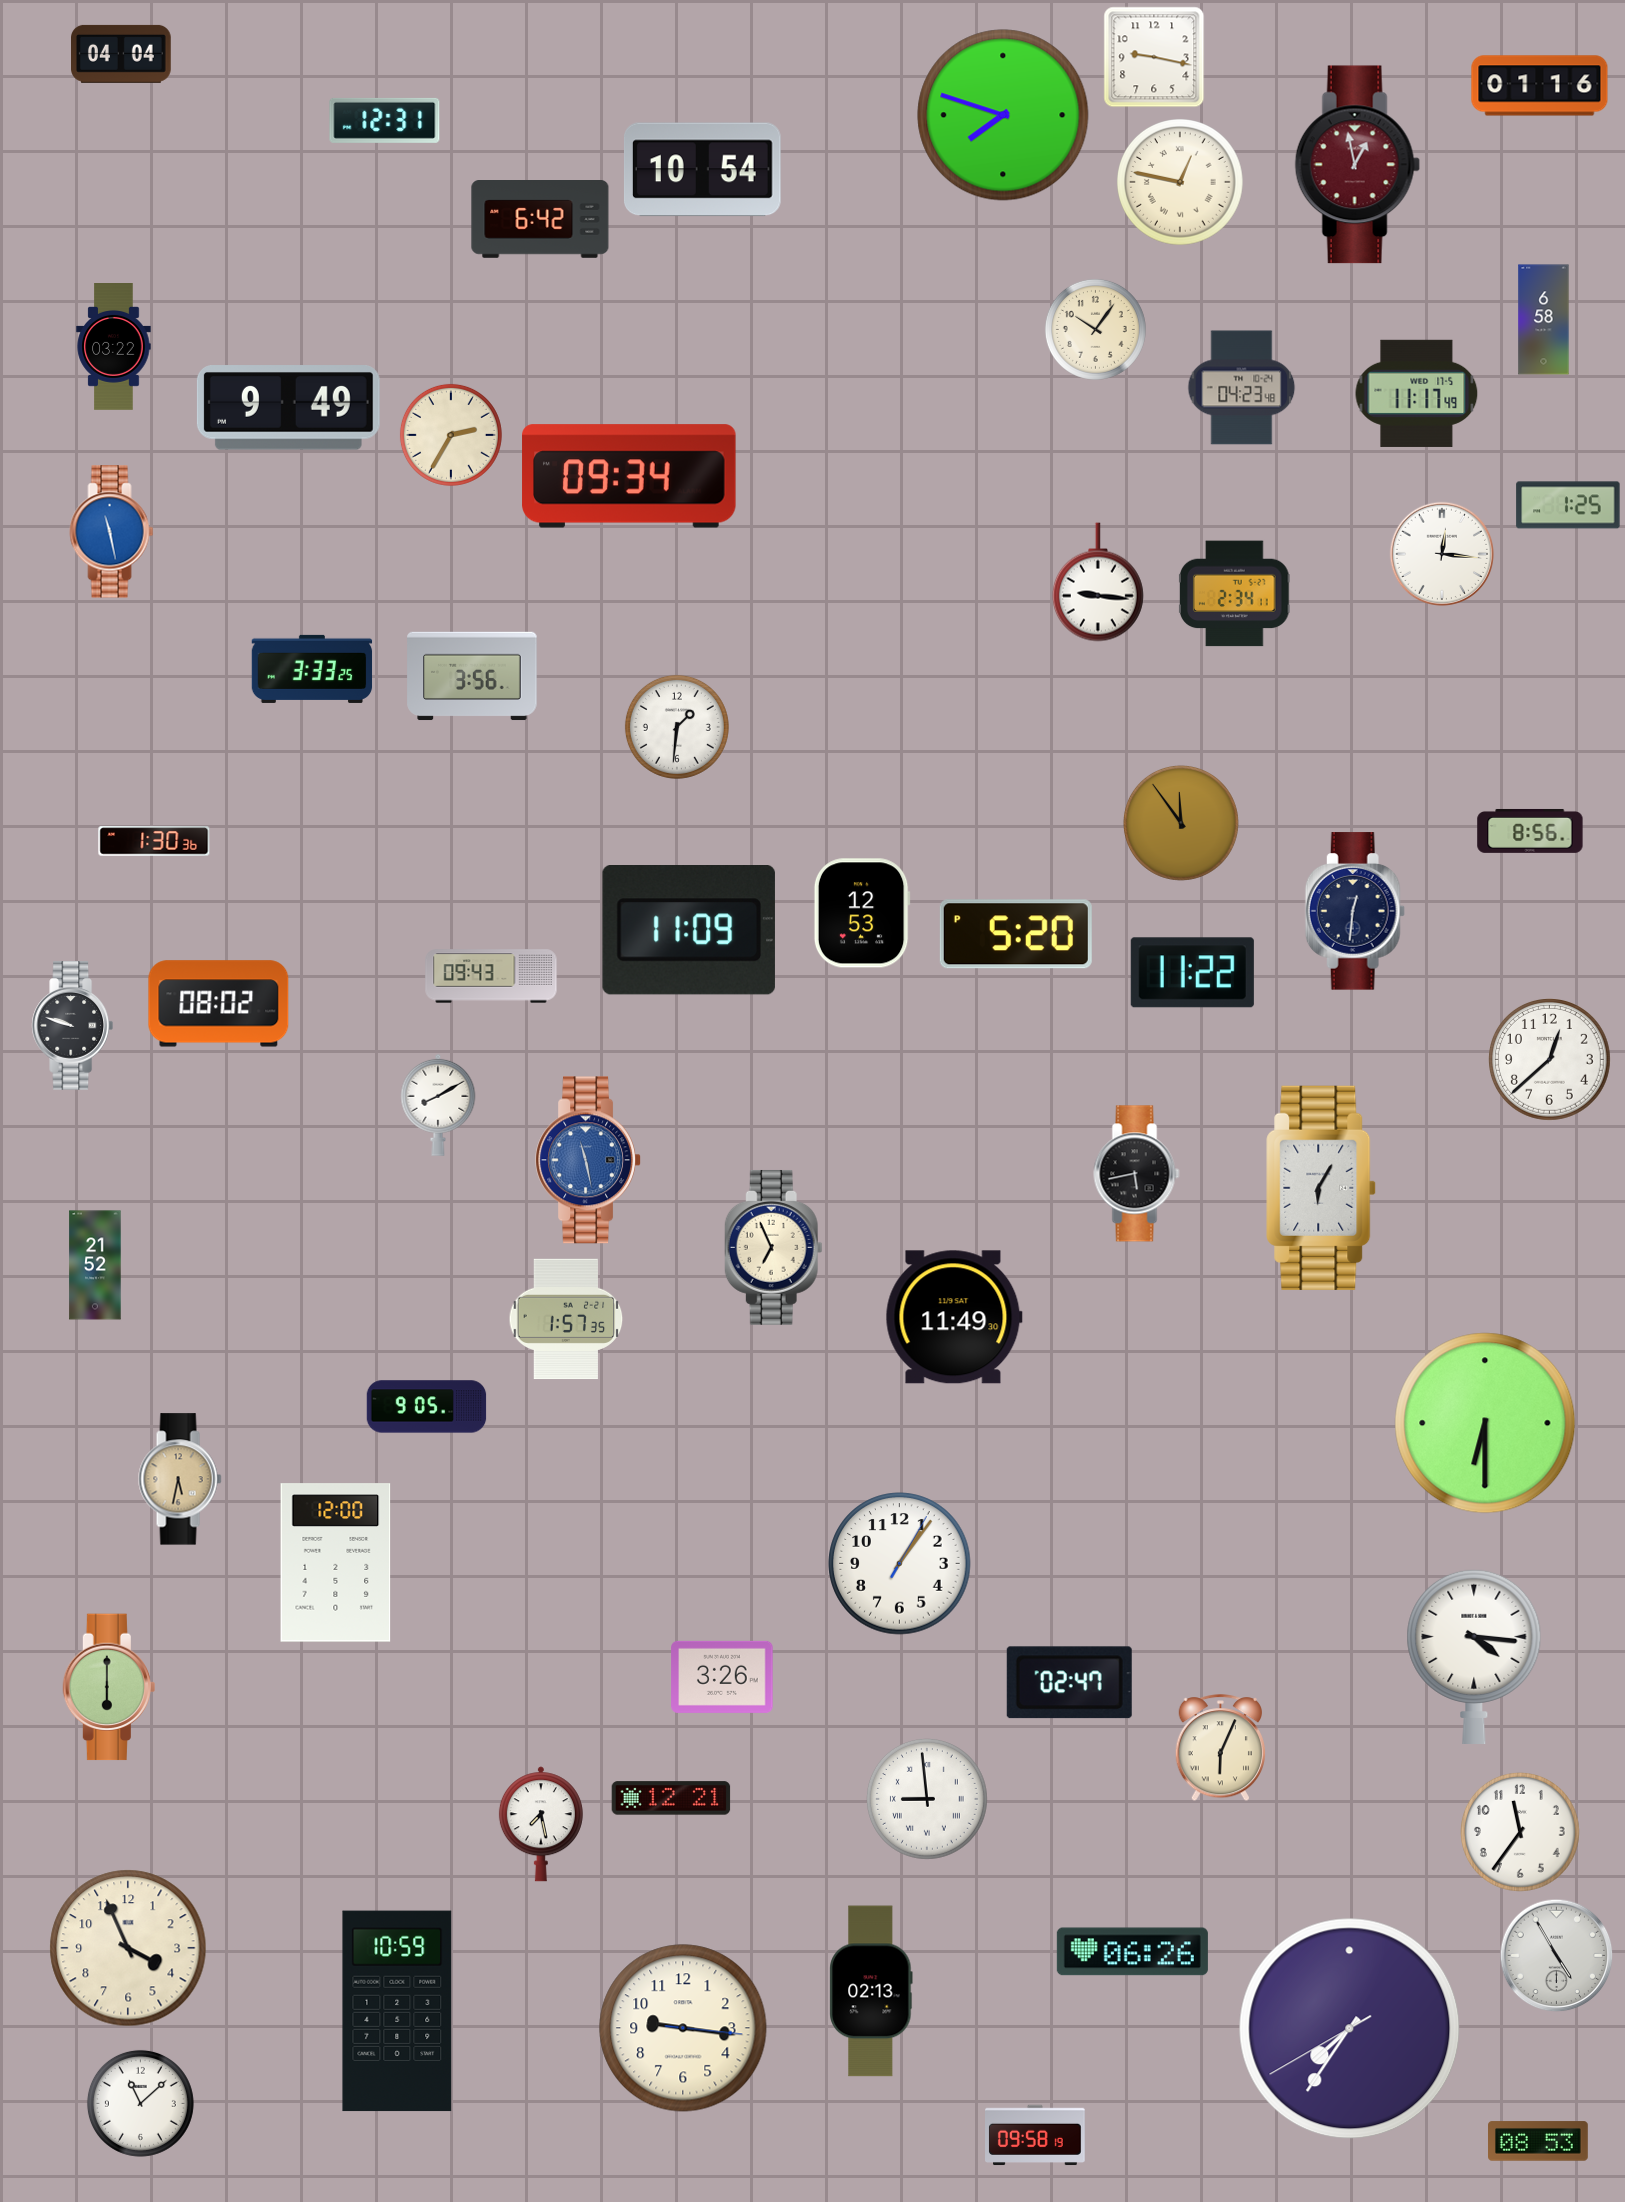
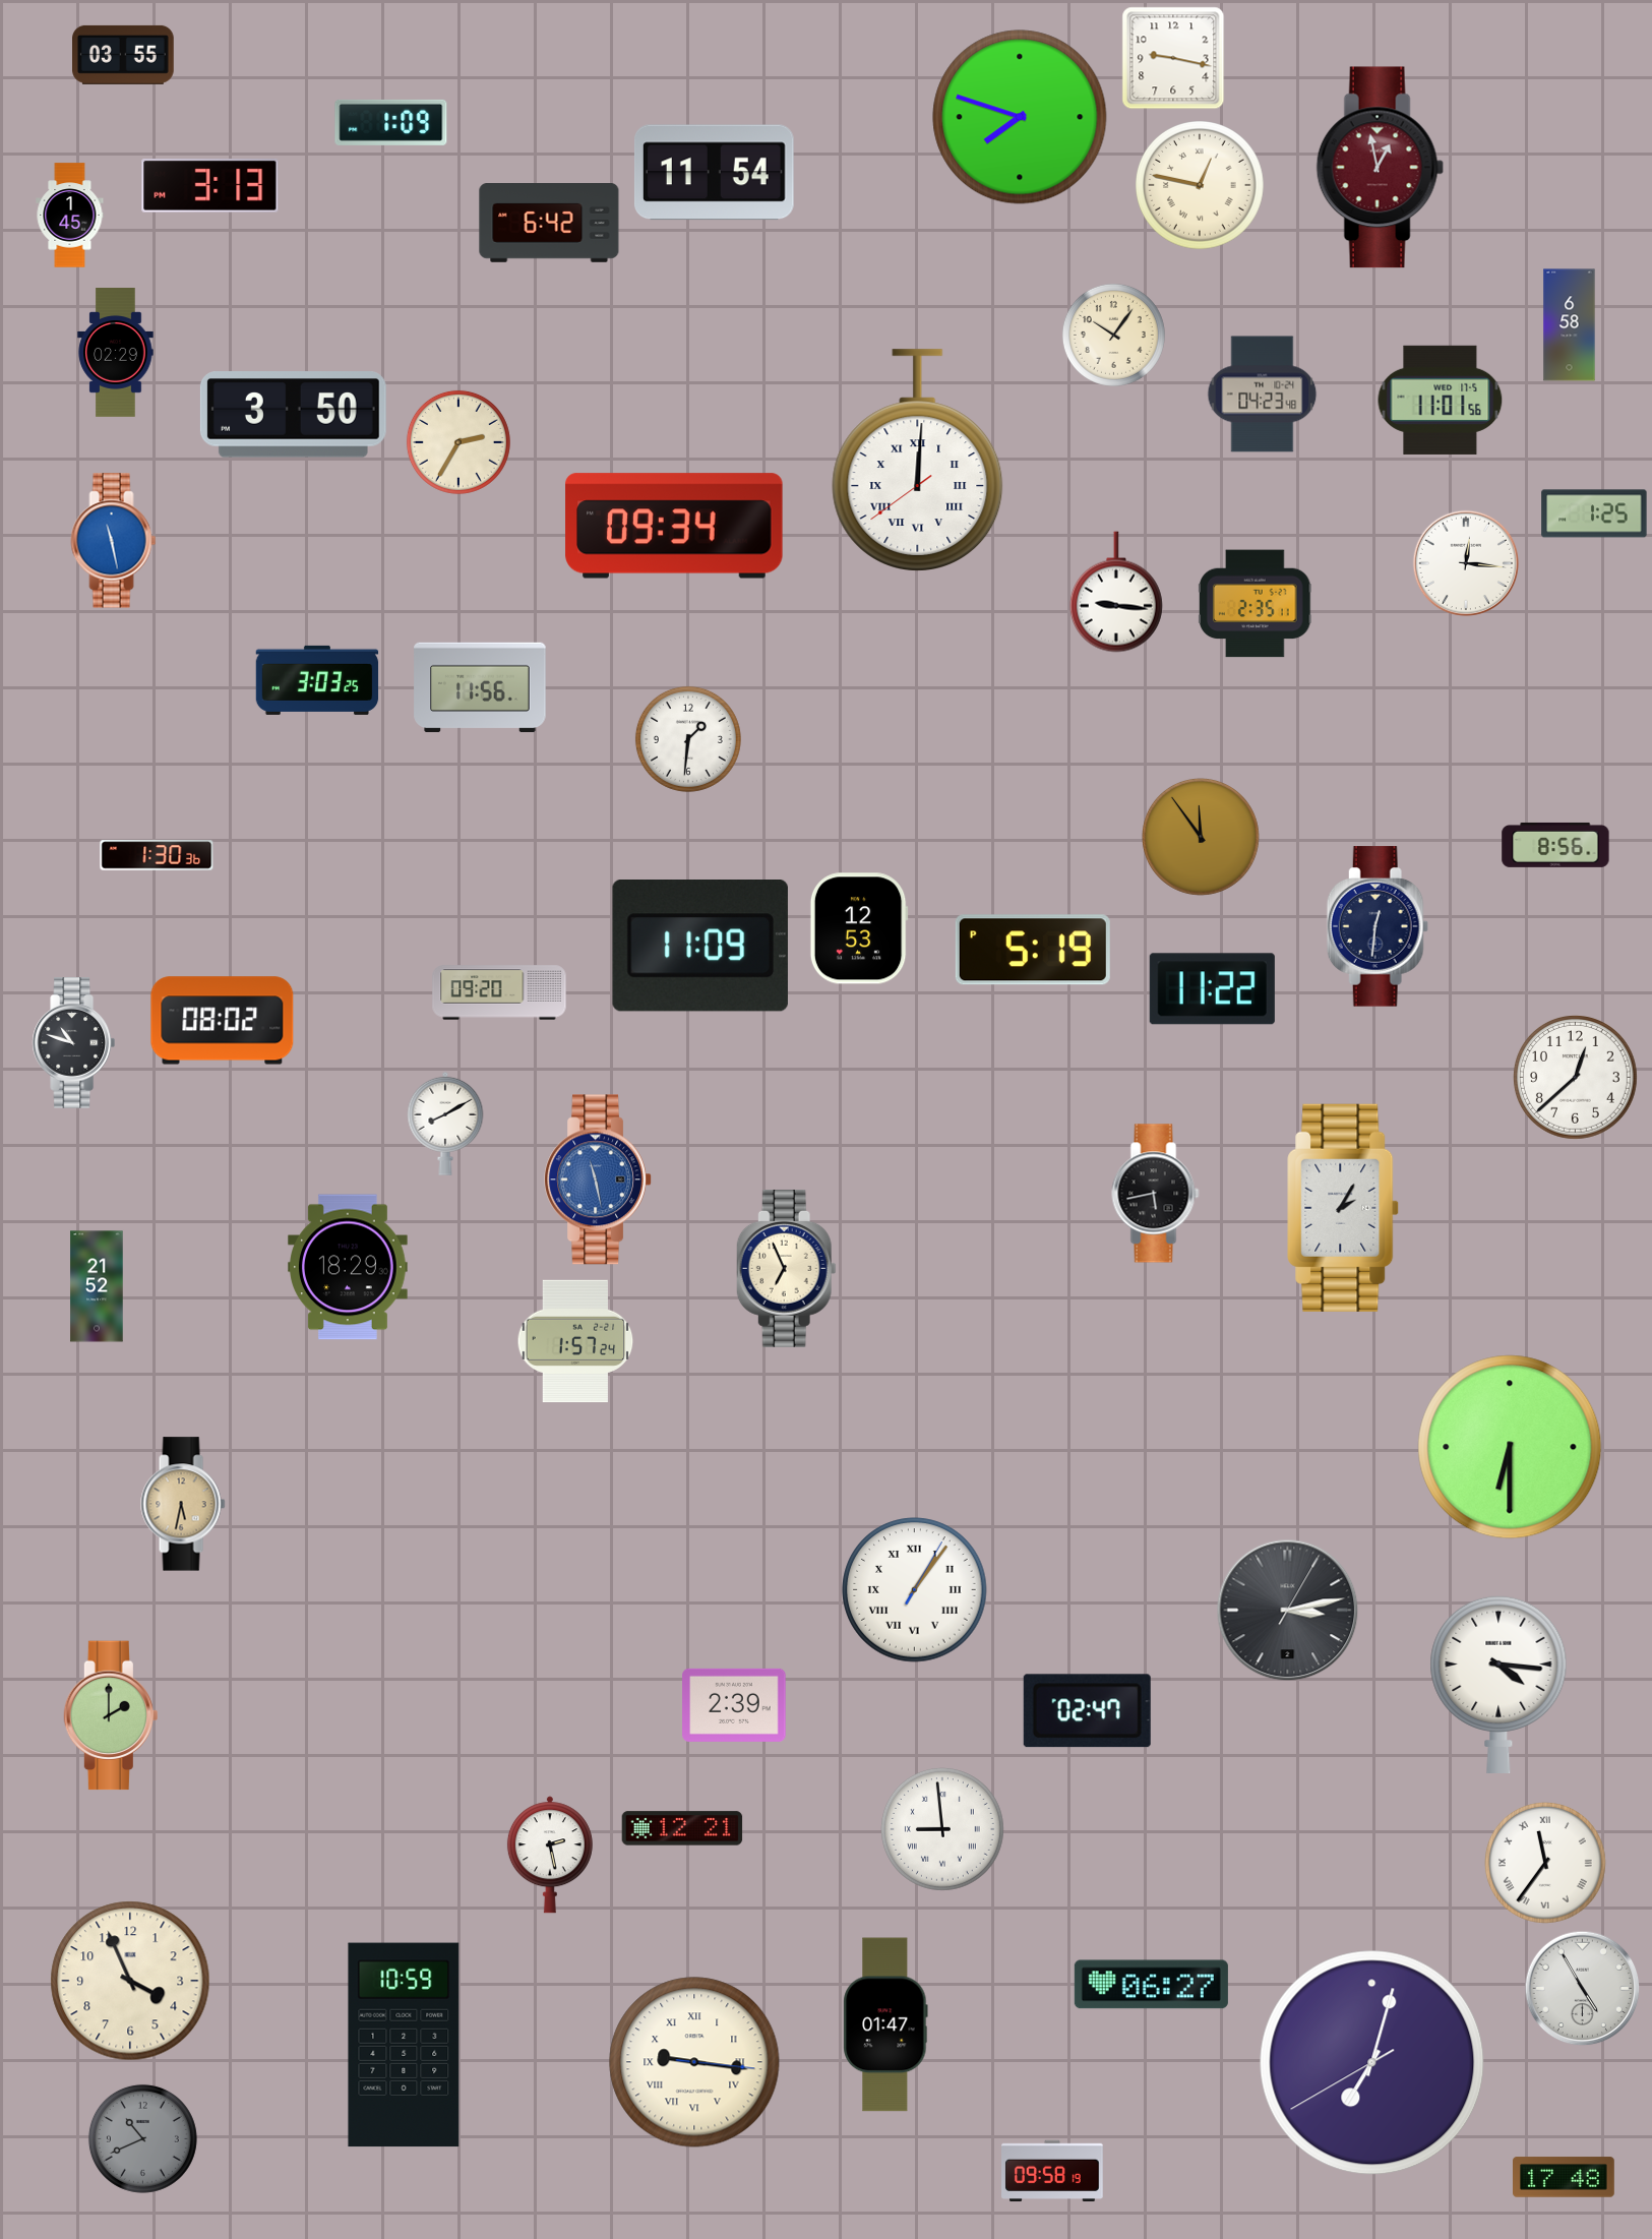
clock at (122, 54): 04:04 -> 03:55
clock at (1540, 86): 01:16 -> none
clock at (385, 120): 12:31 -> 1:09
clock at (702, 170): 10:54 -> 11:54
clock at (210, 186): none -> 3:13
clock at (70, 216): none -> 1:45
clock at (114, 347): 03:22 -> 02:29
clock at (1417, 393): 11:17 -> 11:01
clock at (288, 408): 9:49 -> 3:50
clock at (918, 461): none -> 12:00
clock at (629, 476) position: (629, 476) -> (674, 526)
clock at (1235, 594): 2:34 -> 2:35
clock at (312, 669): 3:33 -> 3:03
clock at (472, 676): 3:56 -> 11:56
clock at (862, 913) position: (862, 913) -> (859, 928)
clock at (1016, 934): 5:20 -> 5:19
clock at (491, 976): 09:43 -> 09:20
clock at (72, 1026): 9:48 -> 10:48
clock at (1321, 1188): 6:05 -> 2:05
clock at (348, 1267): none -> 18:29
clock at (954, 1317): 11:49 -> none
clock at (566, 1319): 1:57:35 -> 1:57:24
clock at (427, 1407): 9:05 -> none
clock at (336, 1563): 12:00 -> none
clock at (900, 1564) numerals: Arabic -> Roman
clock at (1288, 1611): none -> 3:13
clock at (722, 1677): 3:26 -> 2:39
clock at (108, 1687): 6:00 -> 2:00
clock at (1220, 1748): 6:04 -> none
clock at (541, 1824): 7:28 -> 2:28
clock at (1520, 1832) numerals: Arabic -> Roman
clock at (1132, 1952): 06:26 -> 06:27
clock at (871, 1991): 02:13 -> 01:47
clock at (683, 2028) numerals: Arabic -> Roman
clock at (1350, 2029): 7:35 -> 7:02
clock at (140, 2103): 11:08 -> 10:41
clock at (140, 2103) dial: white -> grey
clock at (1539, 2141): 08:53 -> 17:48
